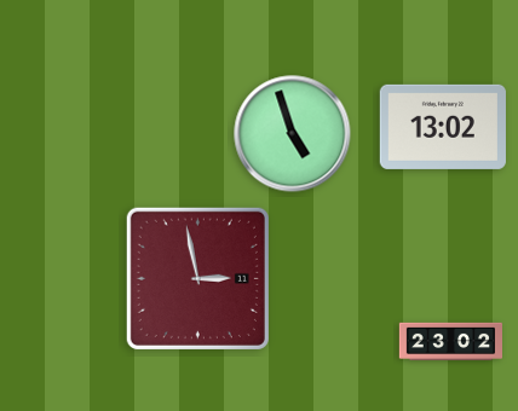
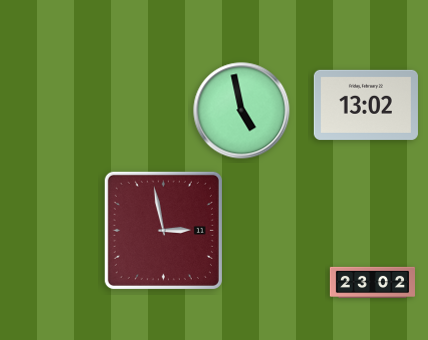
clock at (293, 134): 4:57 -> 4:58
